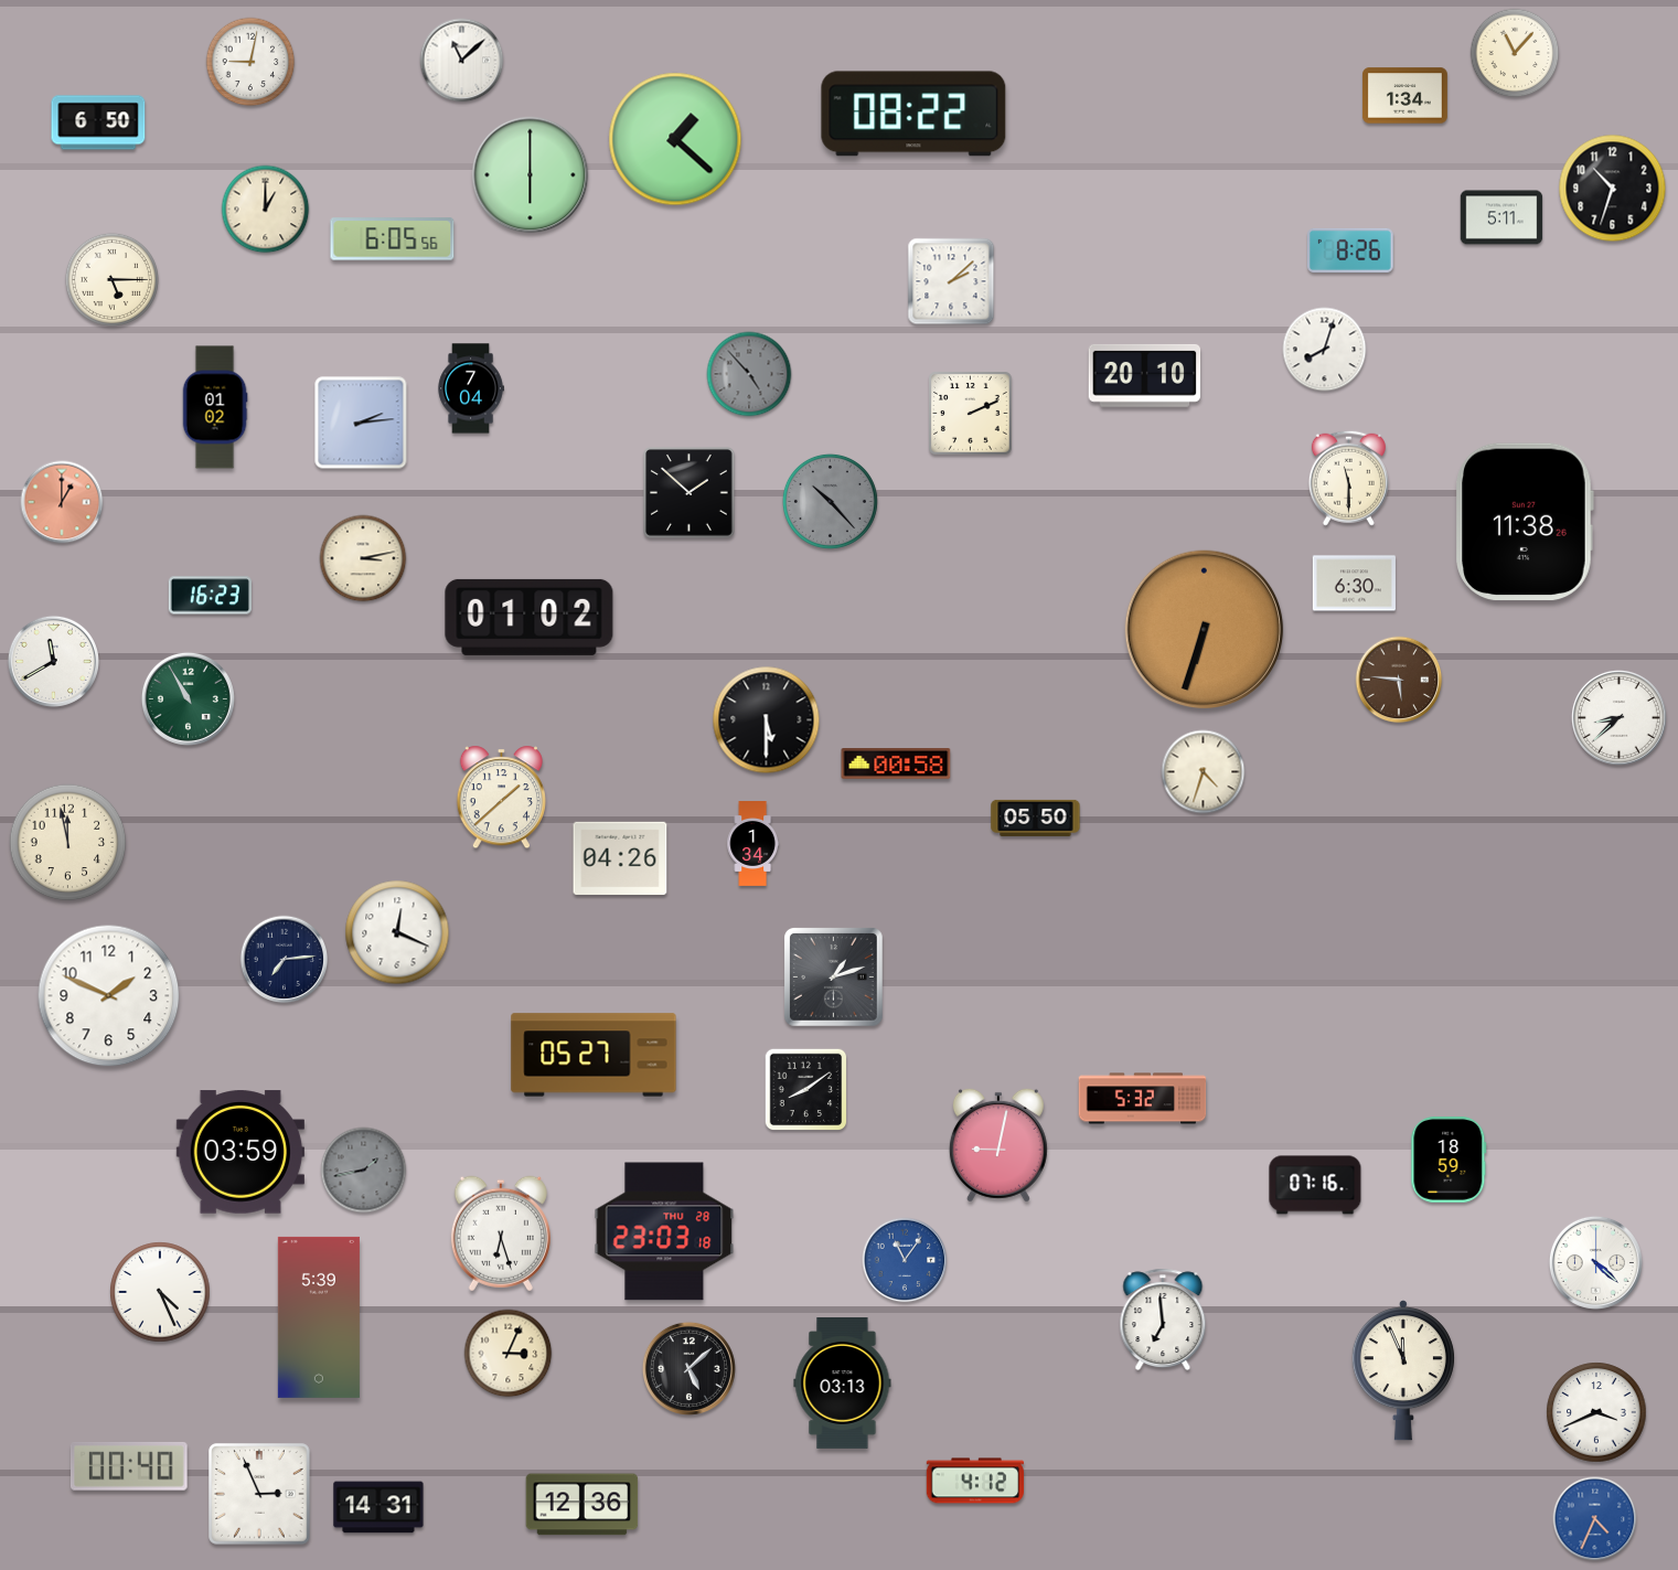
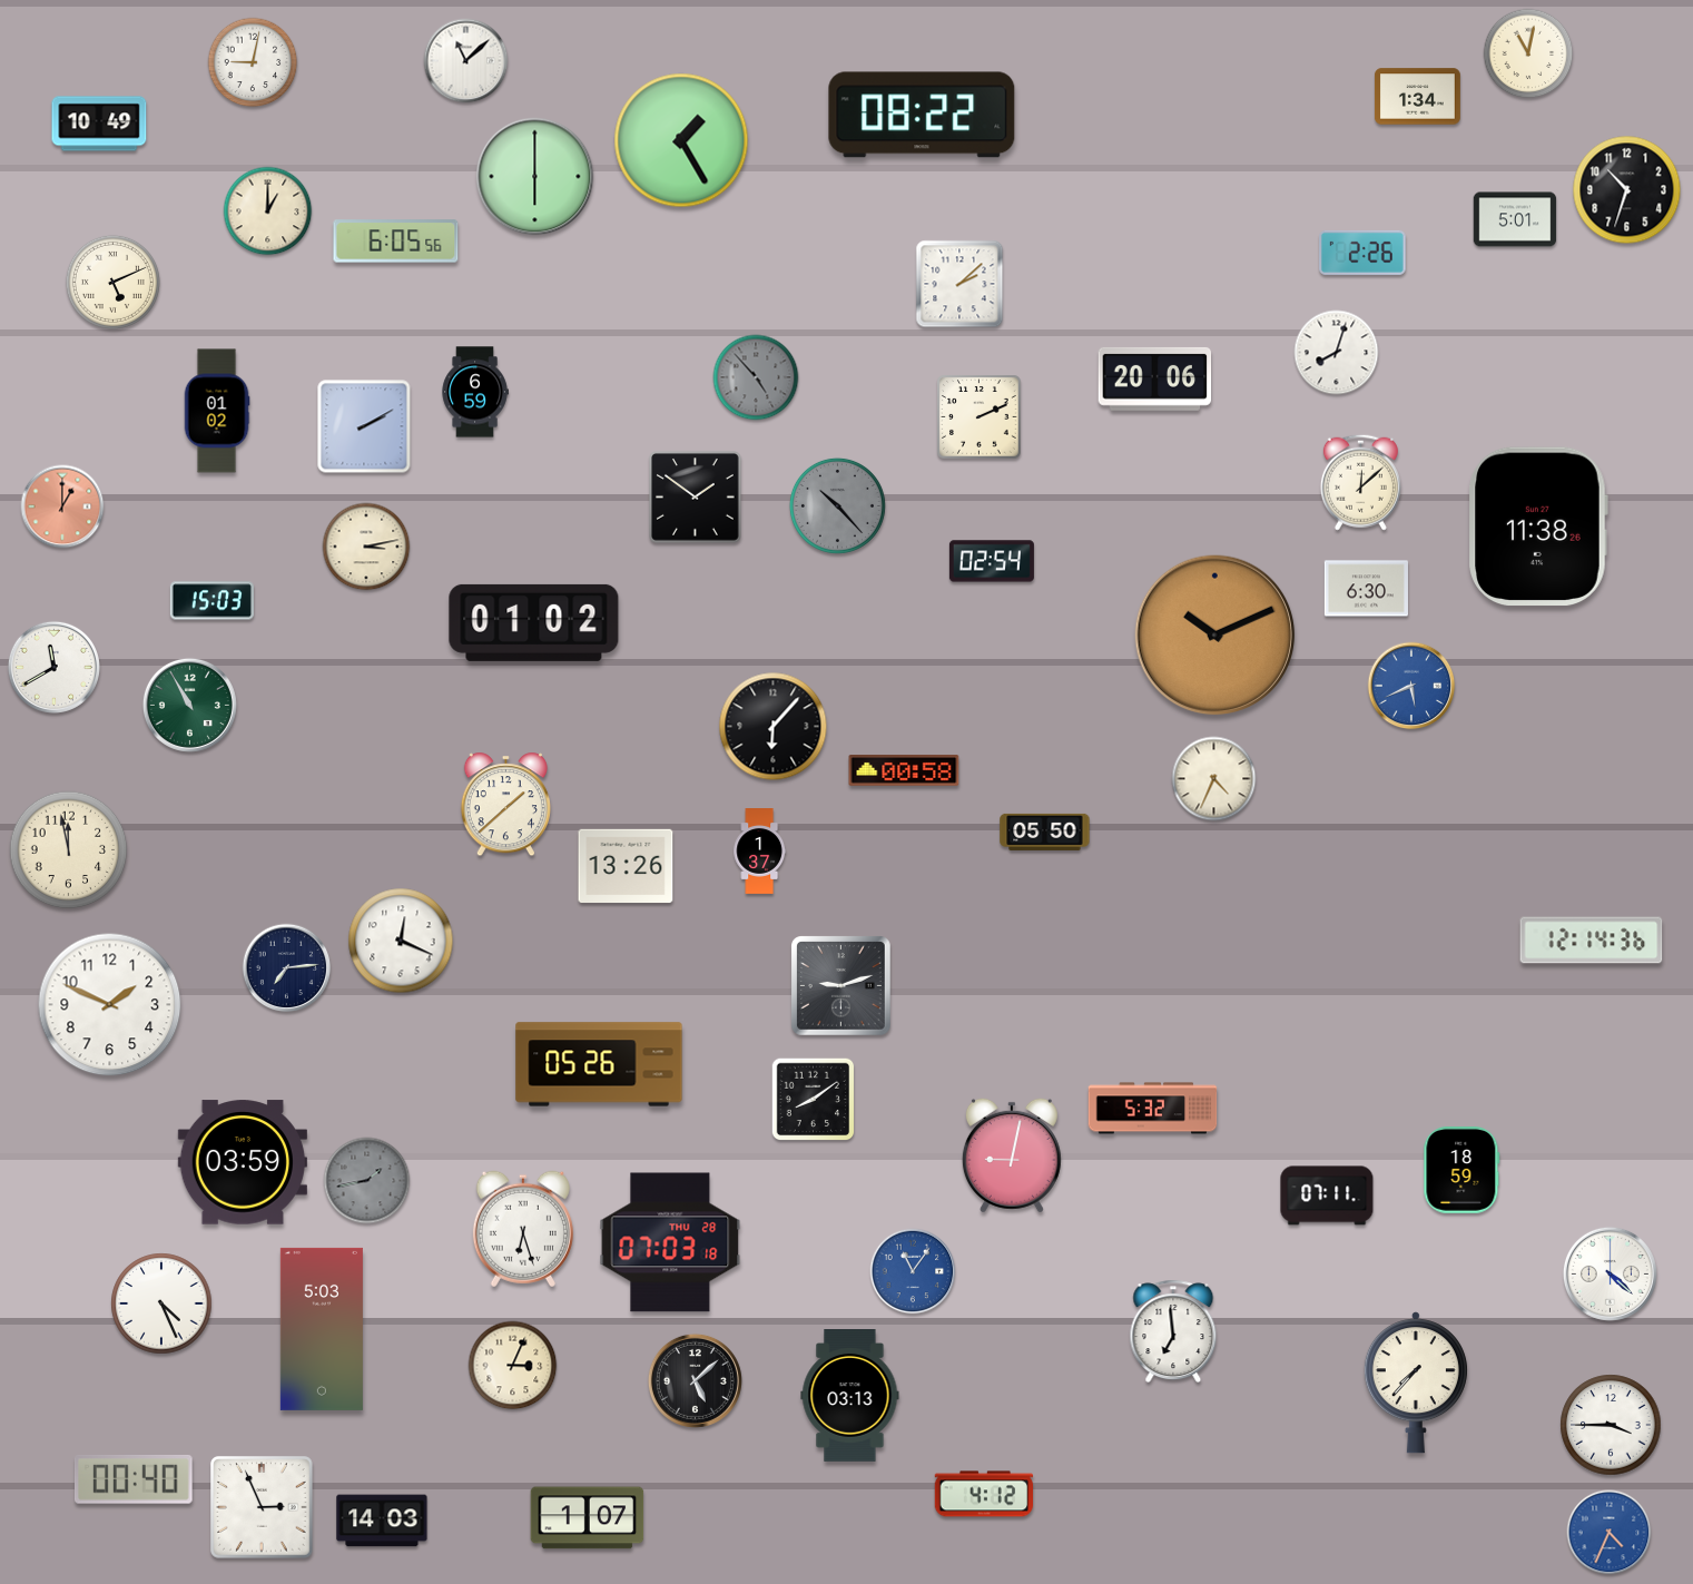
clock at (1515, 53): 11:07 -> 11:02
clock at (98, 122): 6:50 -> 10:49
clock at (675, 139): 1:22 -> 1:25
clock at (1501, 217): 5:11 -> 5:01
clock at (1351, 250): 8:26 -> 2:26
clock at (111, 279): 5:15 -> 5:11
clock at (1145, 375): 20:10 -> 20:06
clock at (471, 388): 7:04 -> 6:59
clock at (361, 423): 2:14 -> 2:10
clock at (1348, 478): 11:30 -> 12:08
clock at (690, 493): 1:52 -> 1:51
clock at (992, 561): none -> 02:54
clock at (363, 558) position: (363, 558) -> (366, 547)
clock at (210, 596): 16:23 -> 15:03
clock at (1205, 630): 6:33 -> 10:11
clock at (1399, 680): 5:46 -> 5:41
clock at (1399, 680) dial: brown -> blue
clock at (1618, 717): 8:38 -> none
clock at (767, 720): 5:30 -> 6:07
clock at (1204, 772): 4:33 -> 4:34
clock at (1036, 818) position: (1036, 818) -> (1045, 832)
clock at (752, 844): 1:34 -> 1:37
clock at (620, 858): 04:26 -> 13:26
clock at (1592, 941): none -> 12:14
clock at (834, 978): 1:12 -> 9:12
clock at (594, 1055): 05:27 -> 05:26
clock at (998, 1145) position: (998, 1145) -> (1012, 1155)
clock at (1315, 1185): 07:16 -> 07:11
clock at (664, 1231): 23:03 -> 07:03
clock at (501, 1233) position: (501, 1233) -> (523, 1229)
clock at (319, 1317): 5:39 -> 5:03
clock at (1403, 1370): 11:56 -> 7:37
clock at (1596, 1412): 3:41 -> 3:45
clock at (129, 1466) position: (129, 1466) -> (134, 1479)
clock at (583, 1505): 12:36 -> 1:07
clock at (378, 1507): 14:31 -> 14:03
